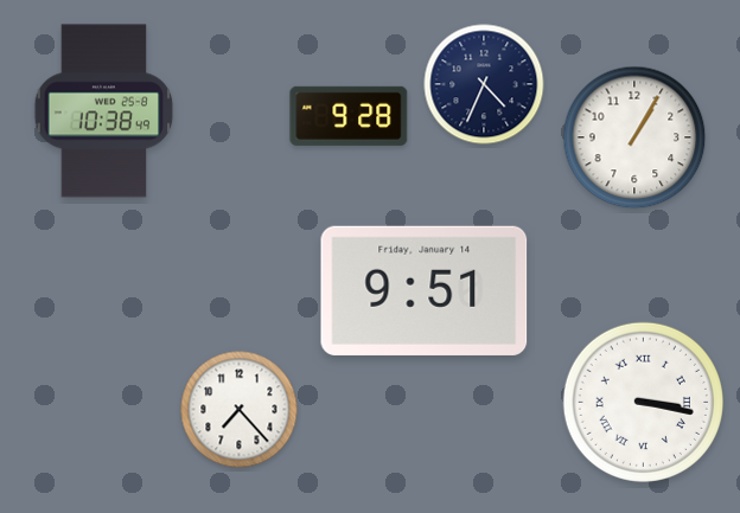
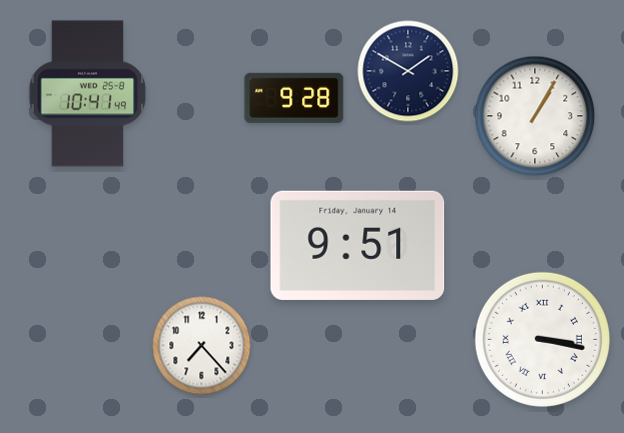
clock at (484, 84): 4:34 -> 1:50
clock at (104, 111): 10:38 -> 10:41
